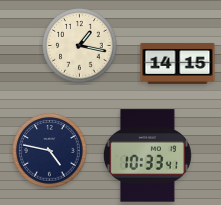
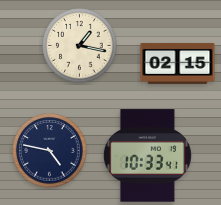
clock at (178, 63): 14:15 -> 02:15
